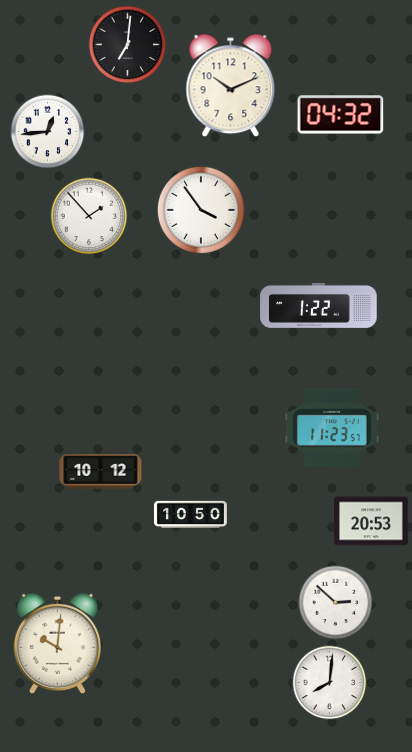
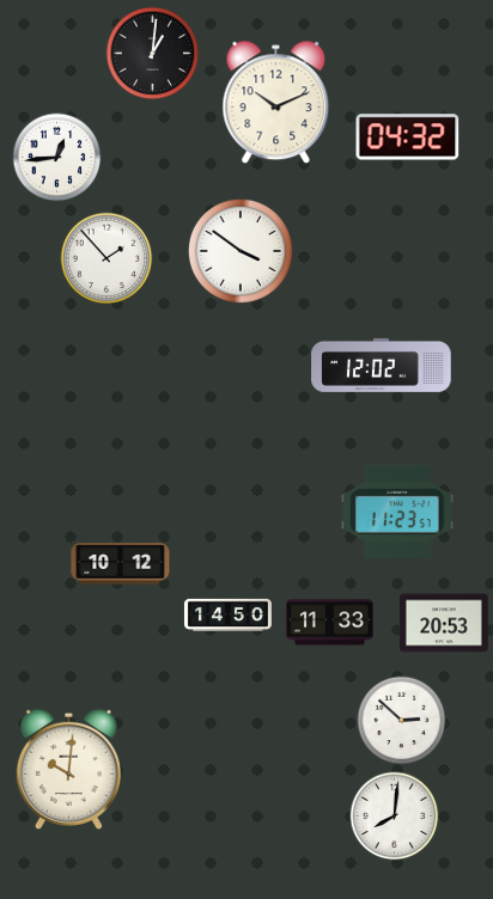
clock at (128, 45): 7:01 -> 1:01
clock at (201, 210): 3:54 -> 3:51
clock at (319, 305): 1:22 -> 12:02
clock at (190, 514): 10:50 -> 14:50
clock at (329, 623): none -> 11:33
